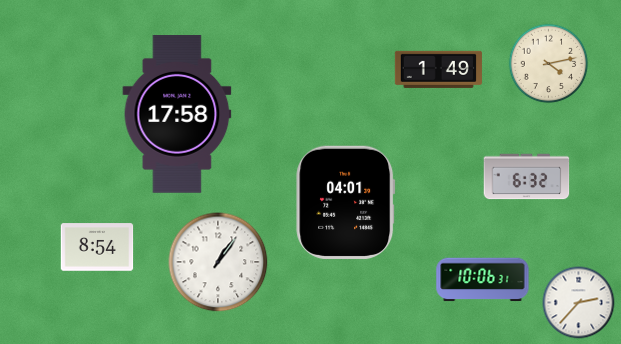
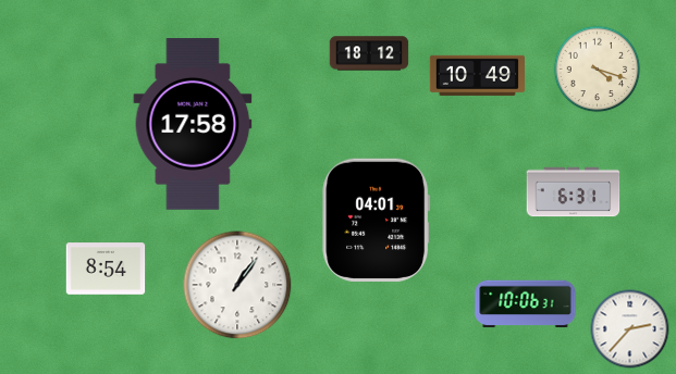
clock at (369, 53): none -> 18:12
clock at (549, 64): 4:13 -> 4:18
clock at (438, 69): 1:49 -> 10:49
clock at (527, 177): 6:32 -> 6:31
